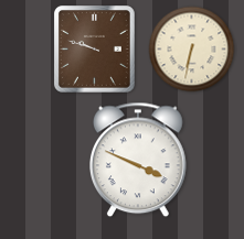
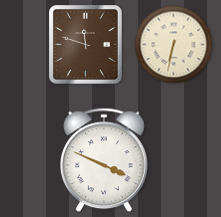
clock at (95, 50): 9:48 -> 11:48
clock at (139, 160) position: (139, 160) -> (105, 160)
